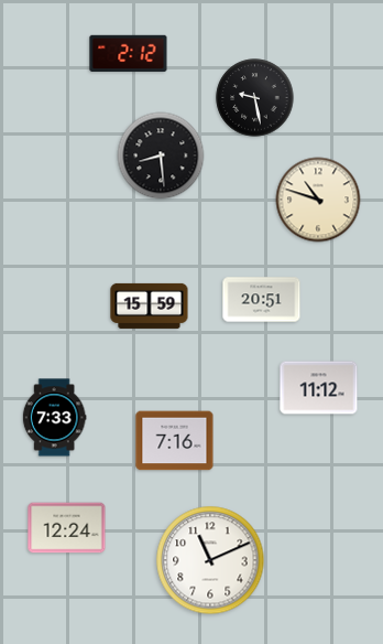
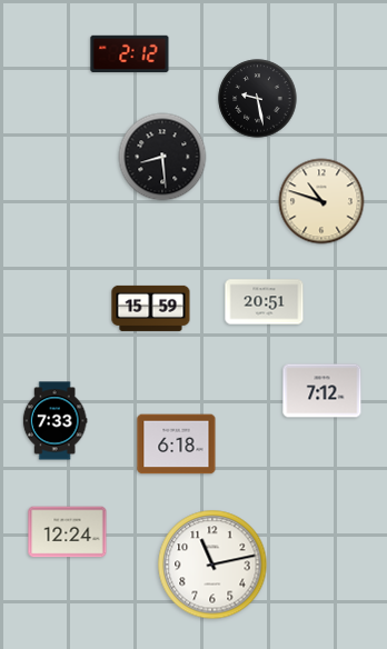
clock at (319, 388): 11:12 -> 7:12
clock at (175, 441): 7:16 -> 6:18
clock at (210, 560): 11:11 -> 11:13
